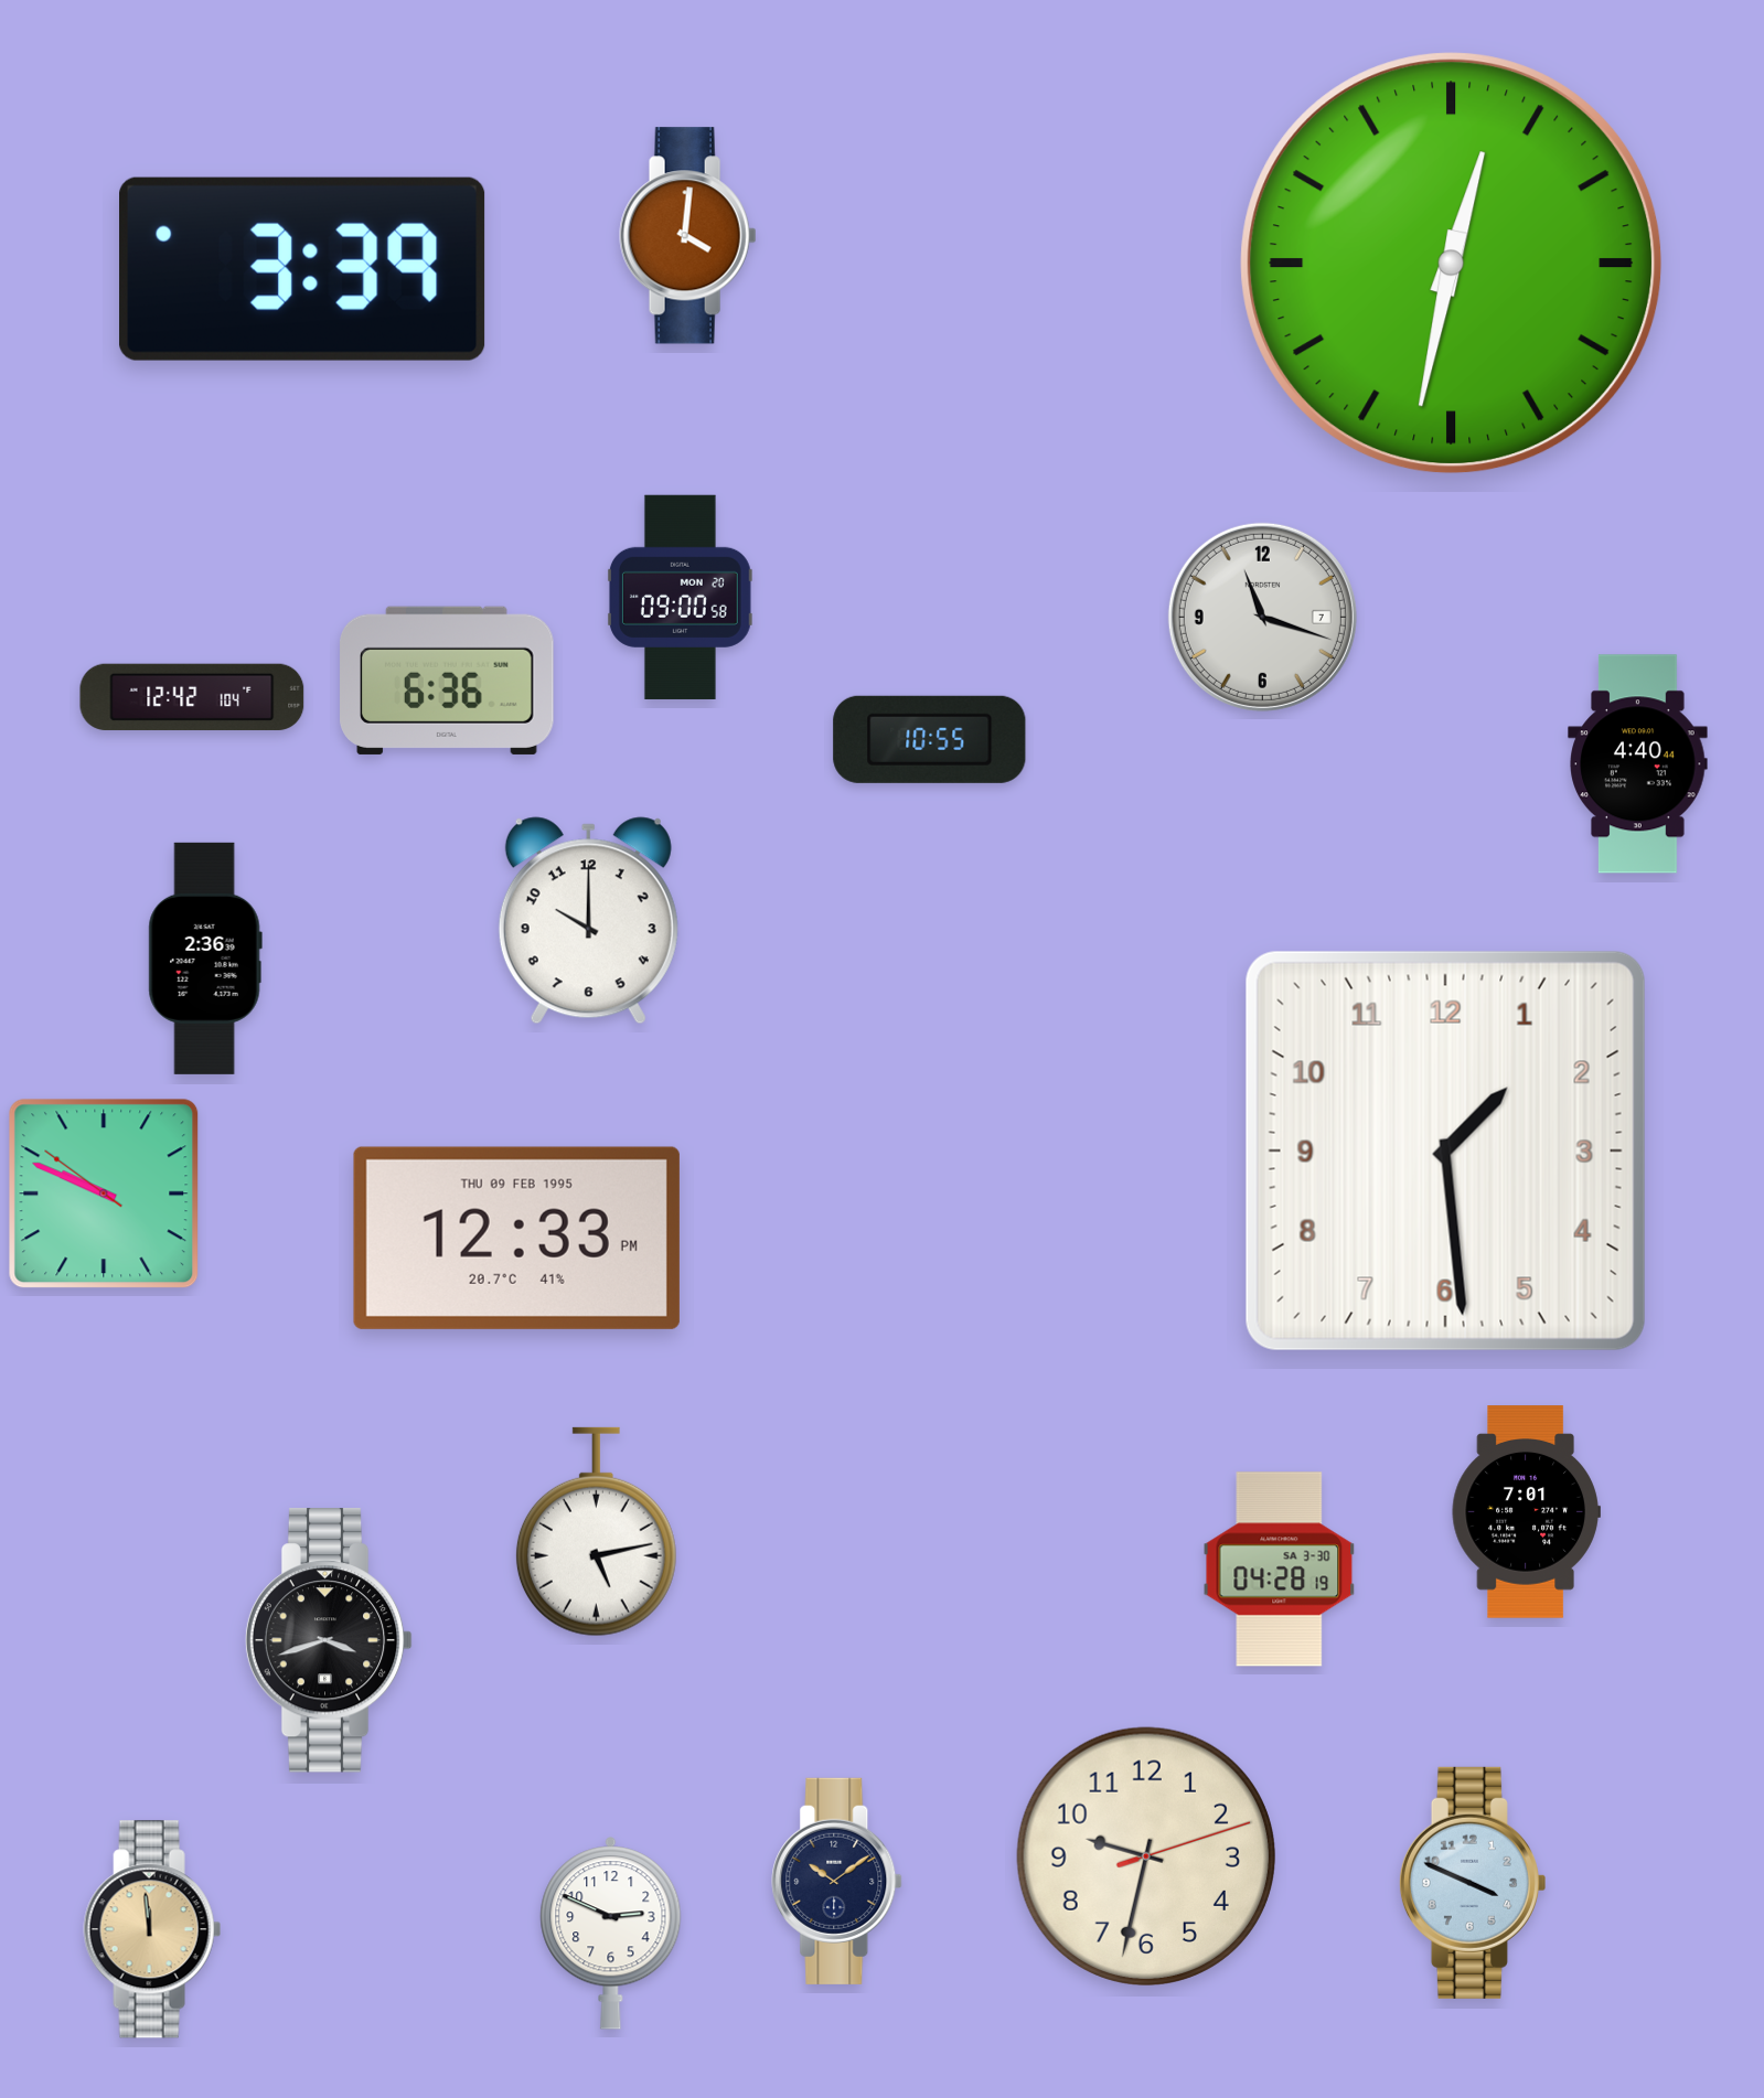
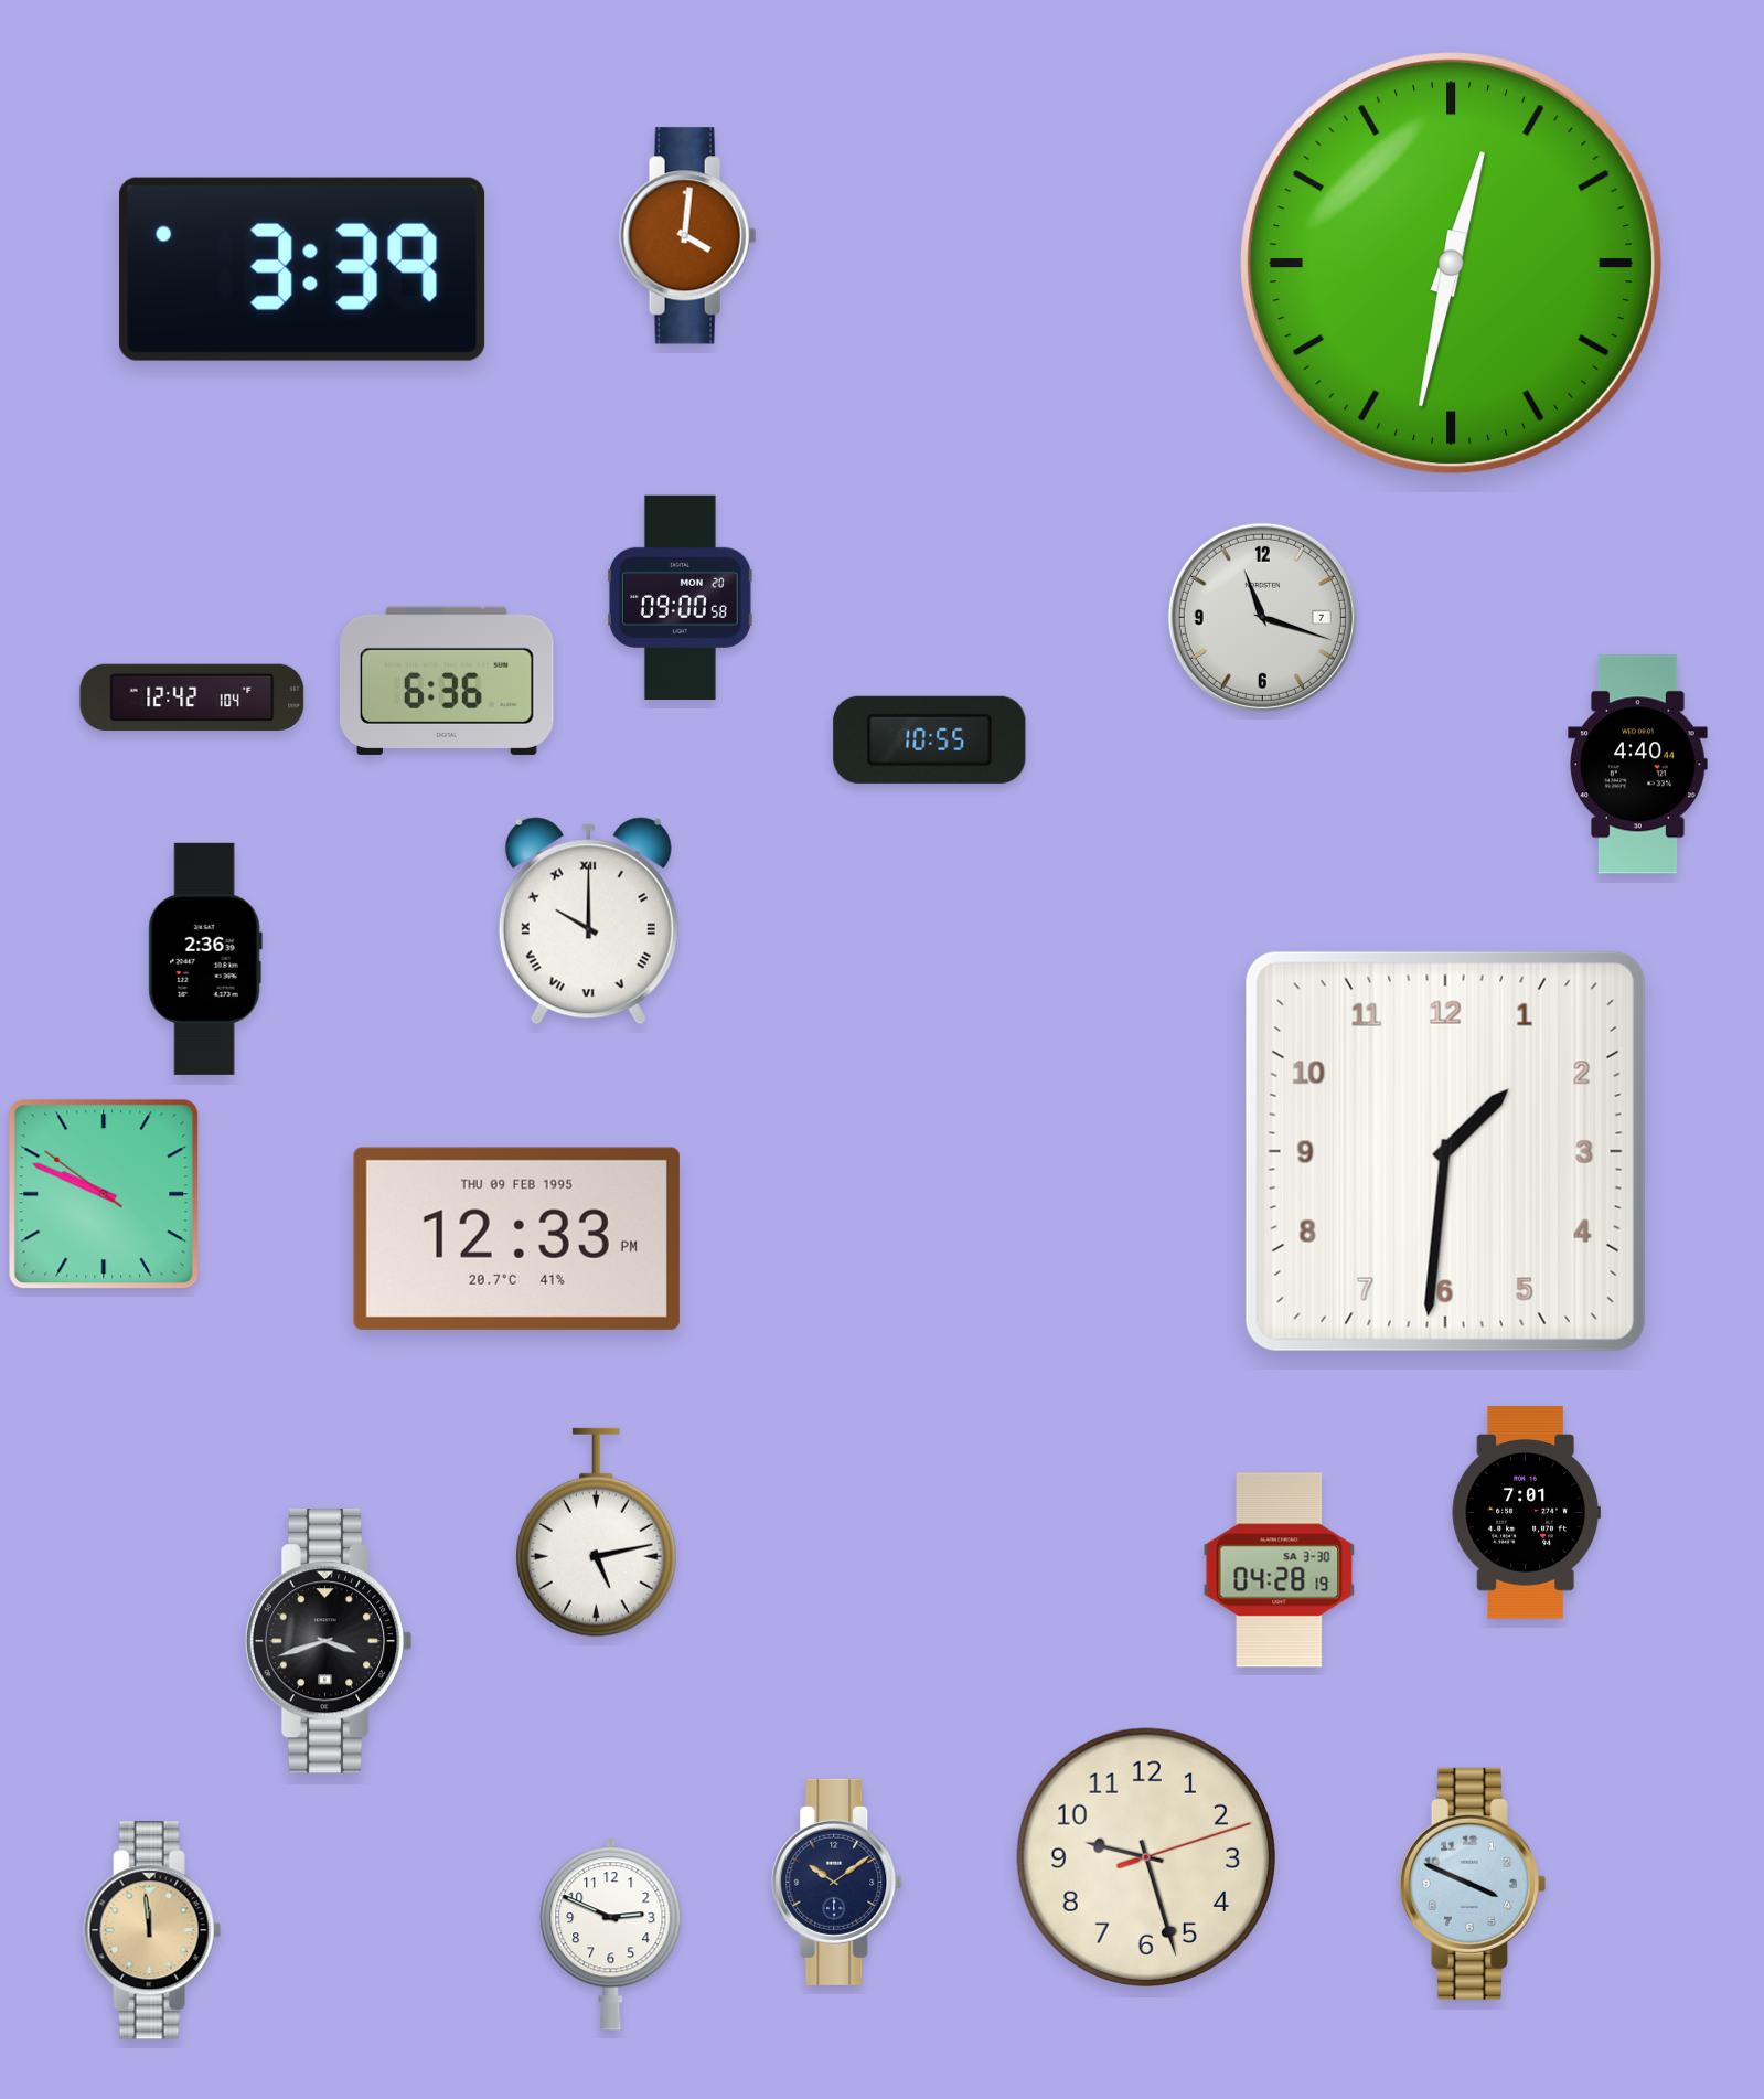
clock at (588, 921) numerals: Arabic -> Roman
clock at (1445, 1150): 1:29 -> 1:31
clock at (1146, 1856): 9:32 -> 9:27
